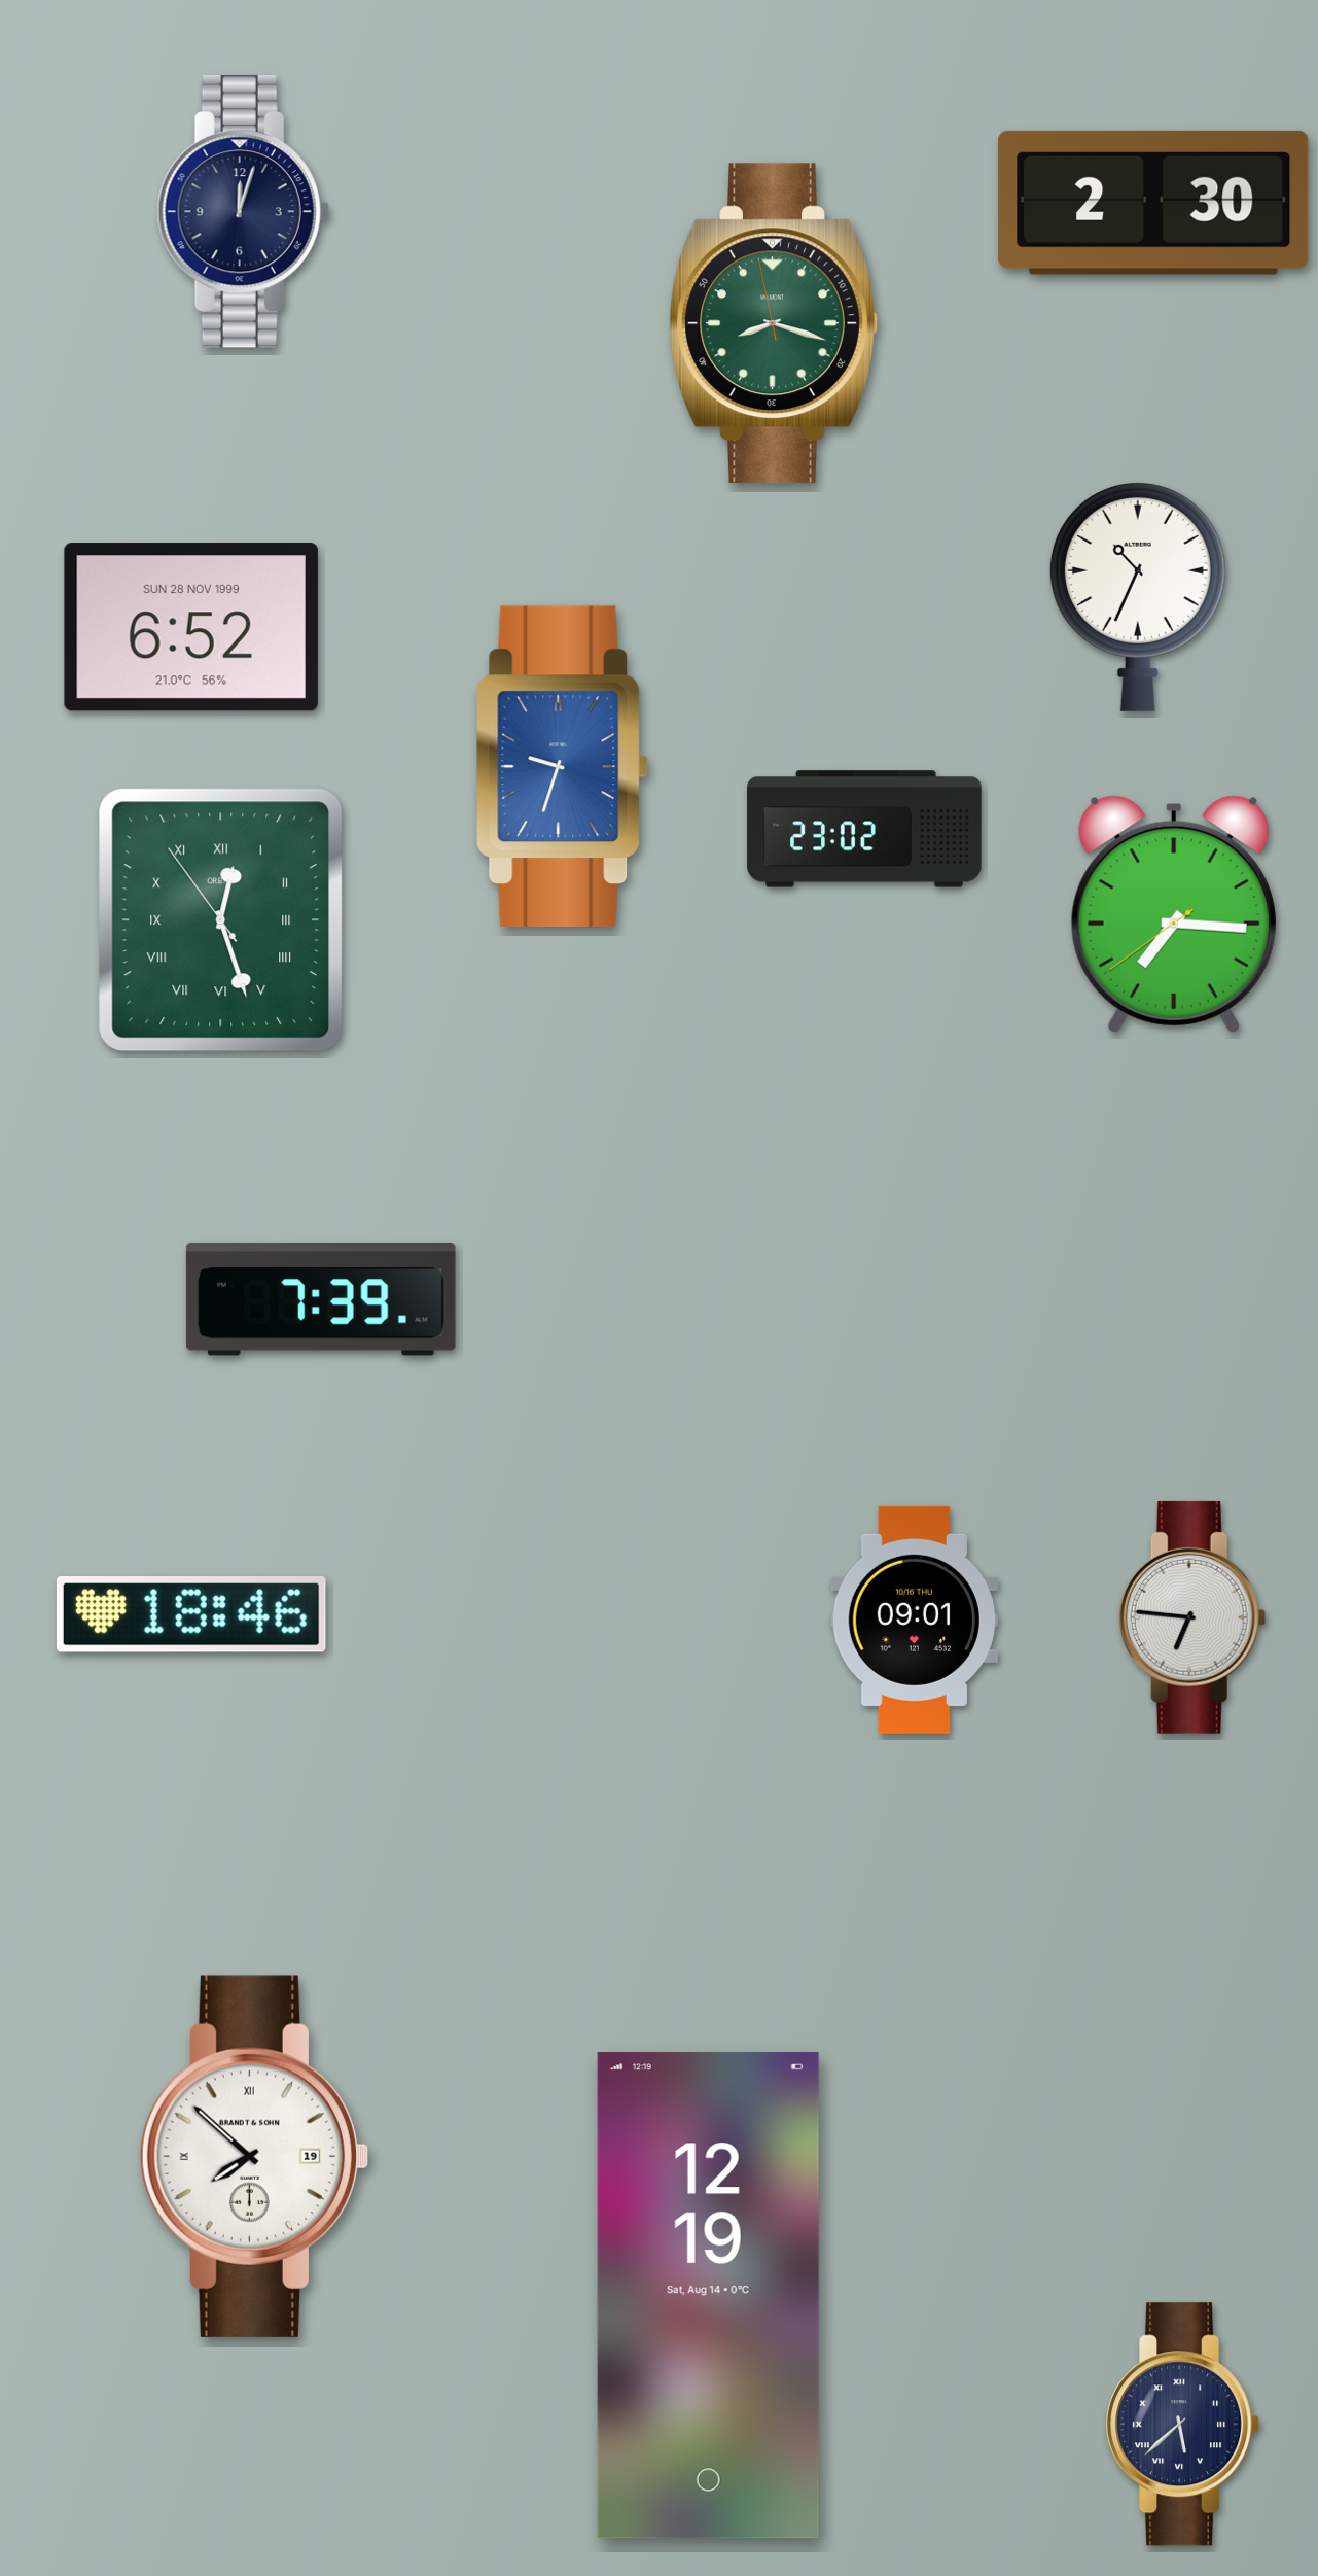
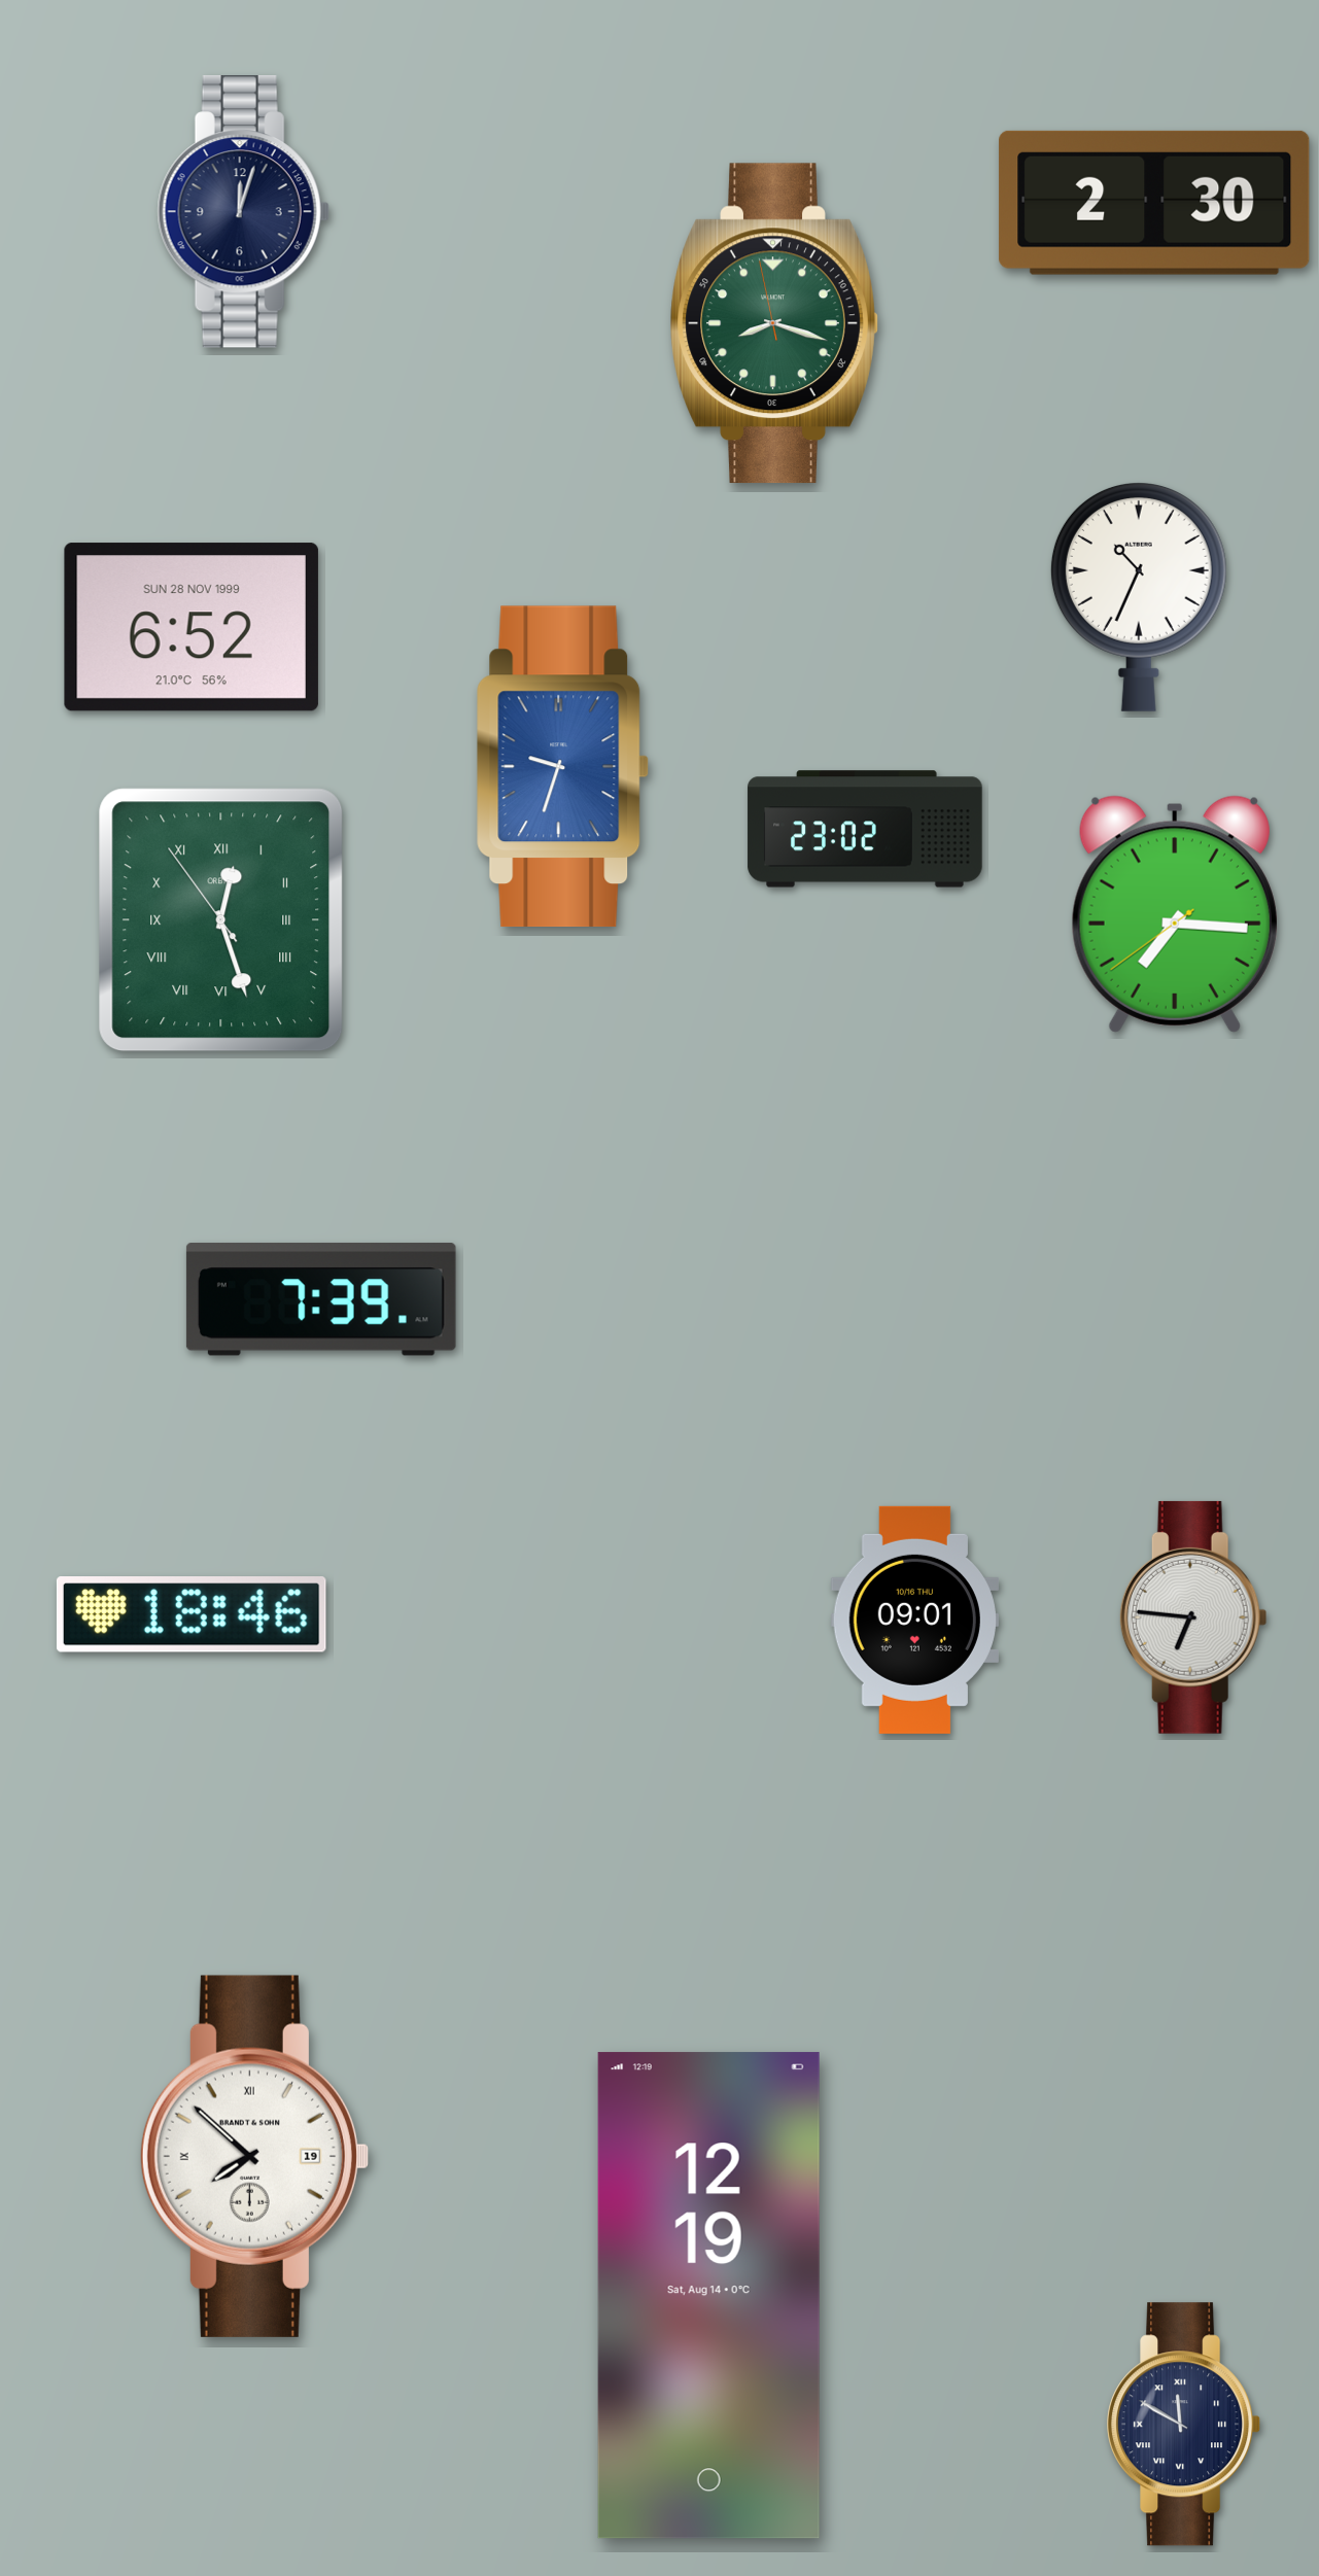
clock at (1184, 2425): 5:38 -> 11:50
